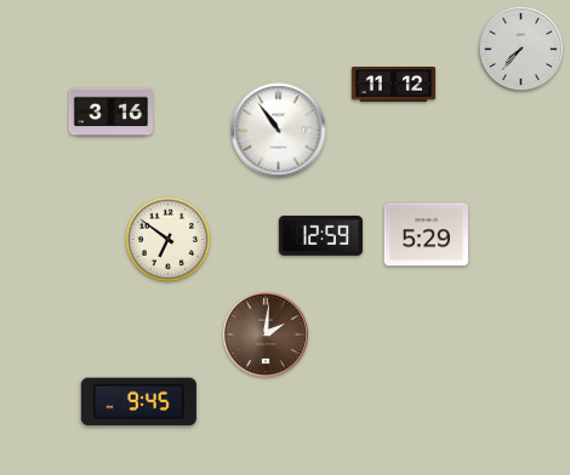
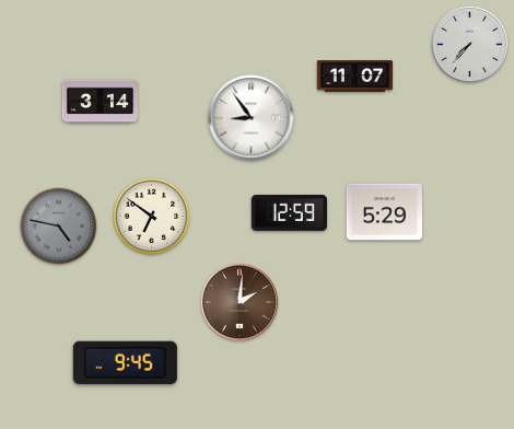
clock at (393, 85): 11:12 -> 11:07
clock at (110, 113): 3:16 -> 3:14
clock at (279, 131): 10:54 -> 8:54
clock at (59, 227): none -> 4:47
